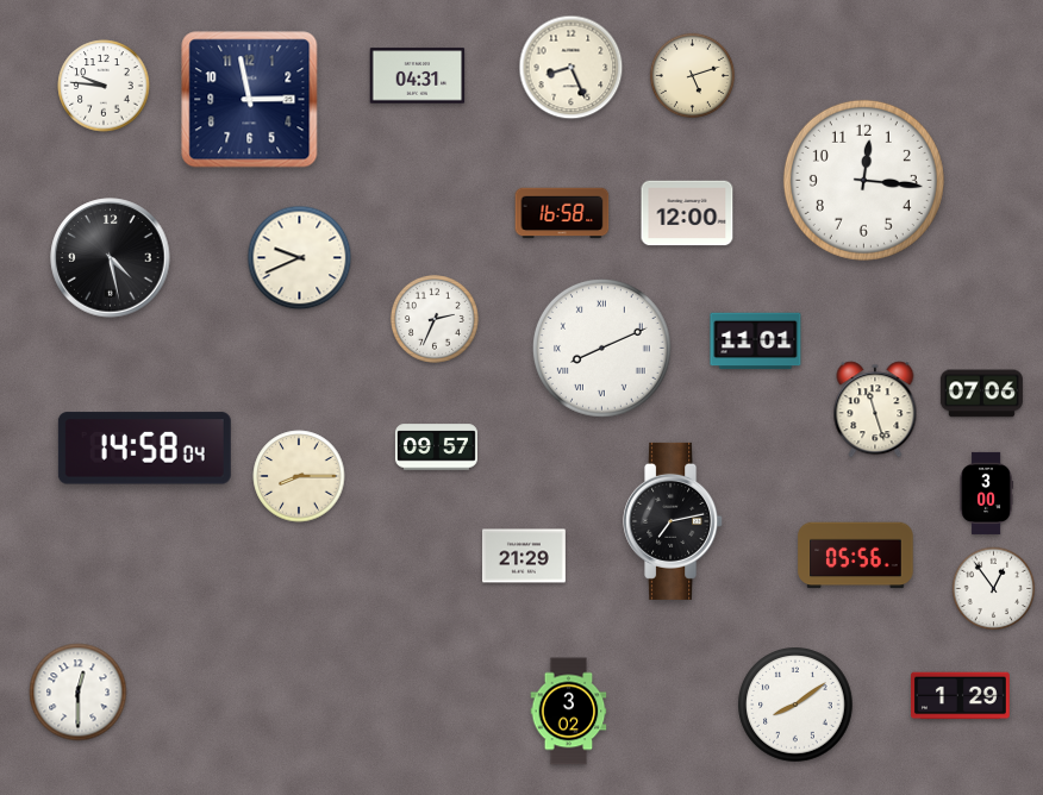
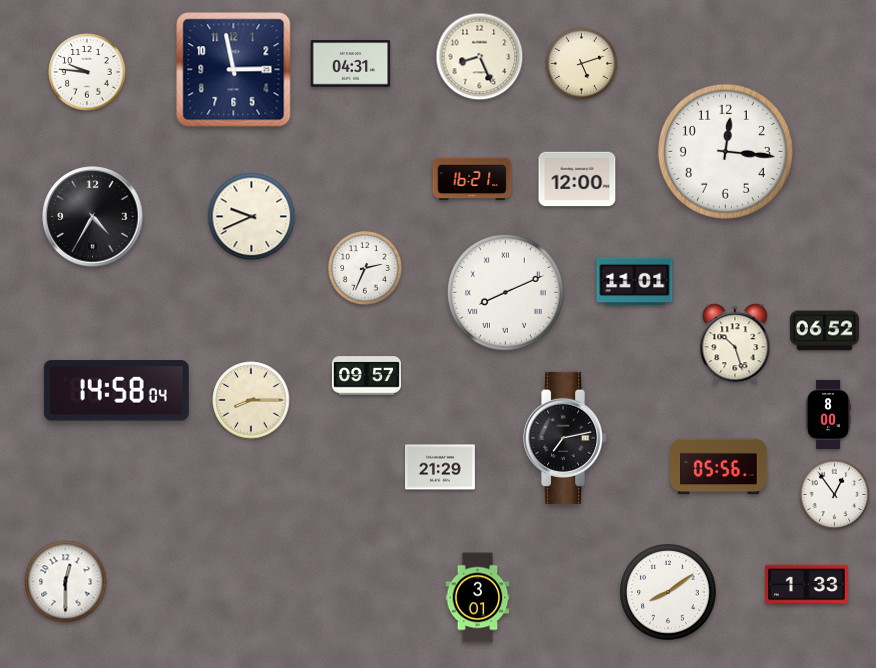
clock at (250, 100) position: (250, 100) -> (234, 70)
clock at (562, 213): 16:58 -> 16:21
clock at (111, 258): 4:28 -> 4:35
clock at (756, 342) position: (756, 342) -> (635, 282)
clock at (981, 394): 07:06 -> 06:52
clock at (875, 409): 11:27 -> 10:27
clock at (144, 449) position: (144, 449) -> (116, 391)
clock at (986, 493): 3:00 -> 8:00
clock at (961, 696): 1:29 -> 1:33
clock at (569, 712): 3:02 -> 3:01
